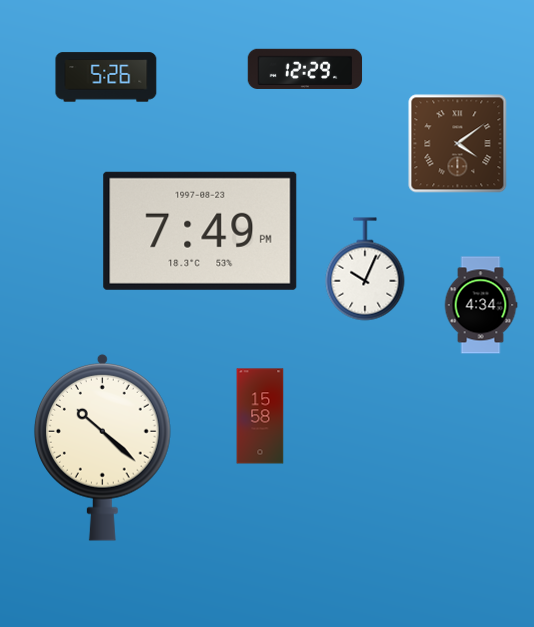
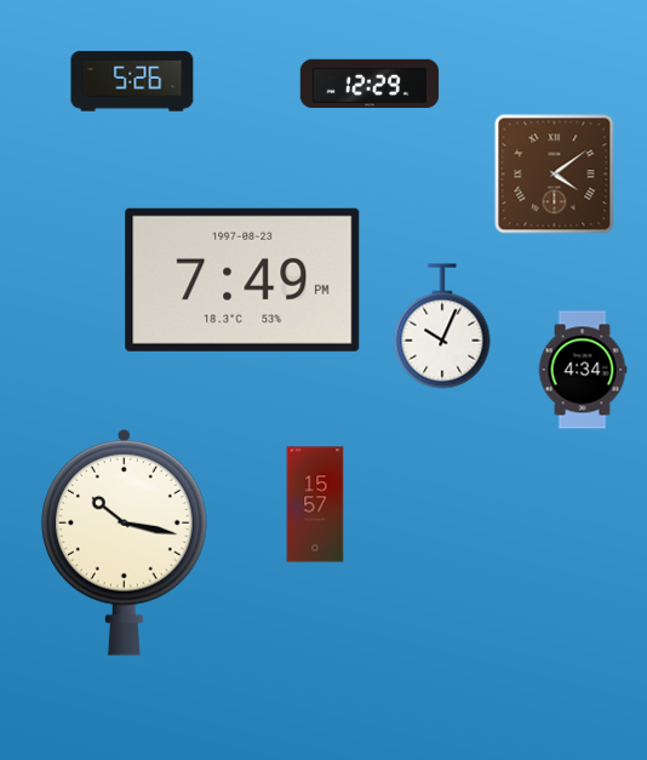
clock at (106, 77) position: (106, 77) -> (132, 81)
clock at (260, 416): 15:58 -> 15:57
clock at (103, 447): 10:22 -> 10:17
